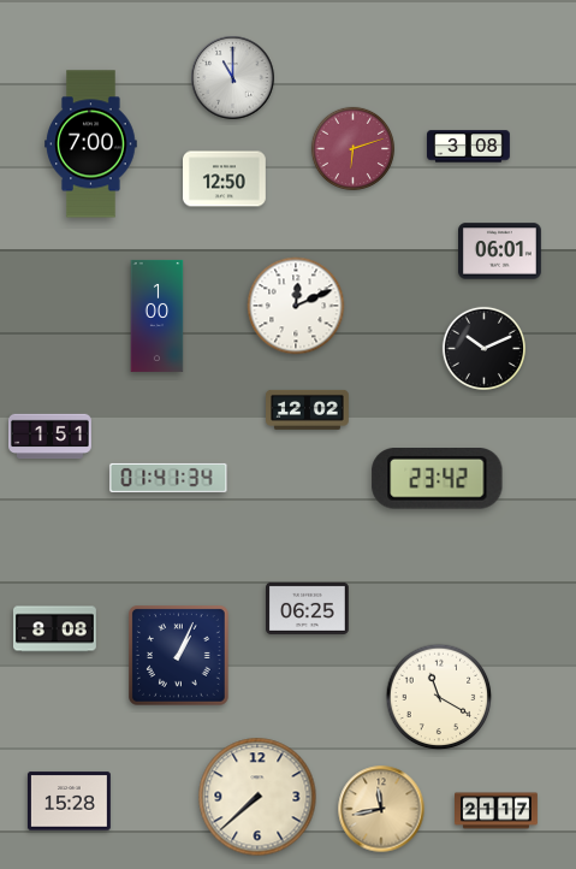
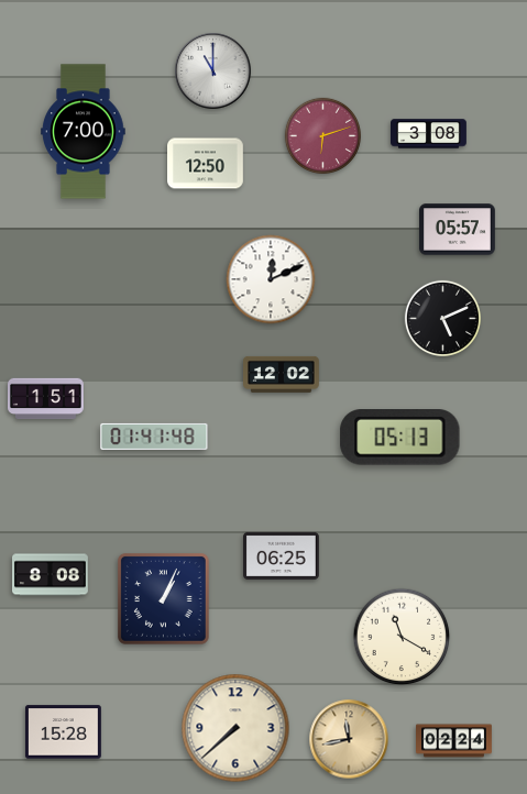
clock at (500, 252): 06:01 -> 05:57
clock at (158, 315): 1:00 -> none
clock at (483, 348): 10:11 -> 5:11
clock at (168, 478): 01:41:34 -> 01:41:48
clock at (438, 479): 23:42 -> 05:13
clock at (497, 811): 21:17 -> 02:24
